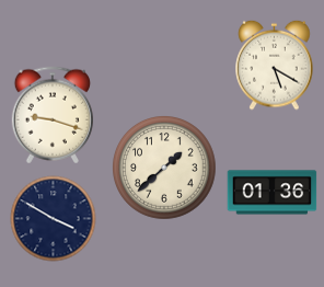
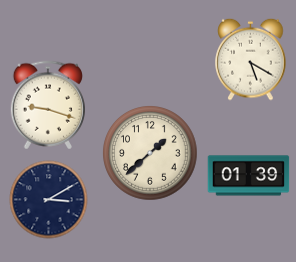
clock at (271, 193): 01:36 -> 01:39
clock at (53, 218): 3:50 -> 3:10
